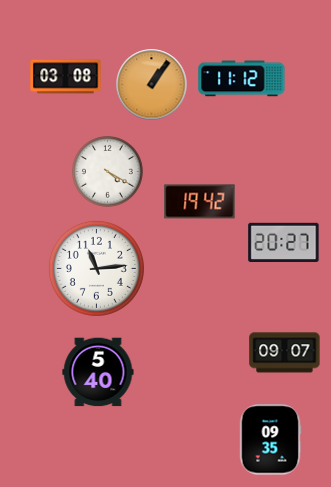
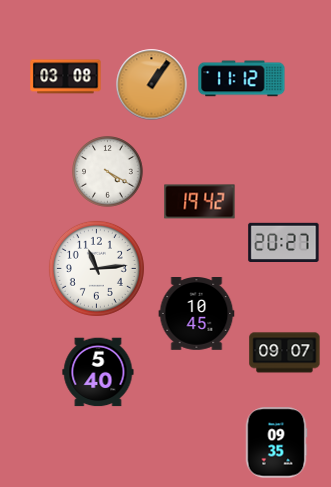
clock at (197, 314): none -> 10:45
clock at (270, 440) position: (270, 440) -> (276, 443)
